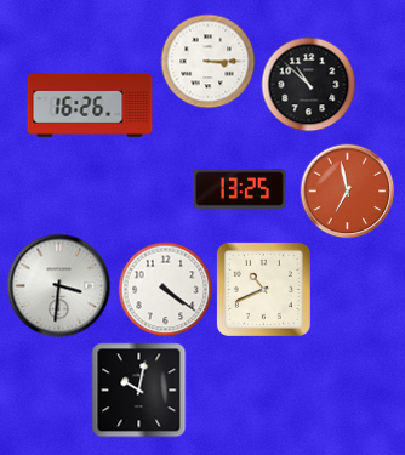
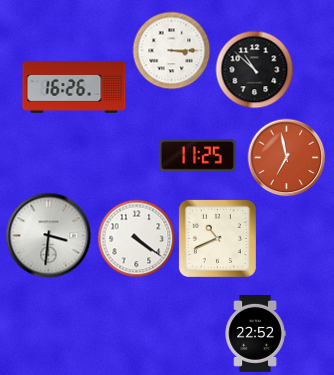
clock at (239, 189): 13:25 -> 11:25
clock at (138, 389): 10:02 -> none
clock at (255, 333): none -> 22:52
